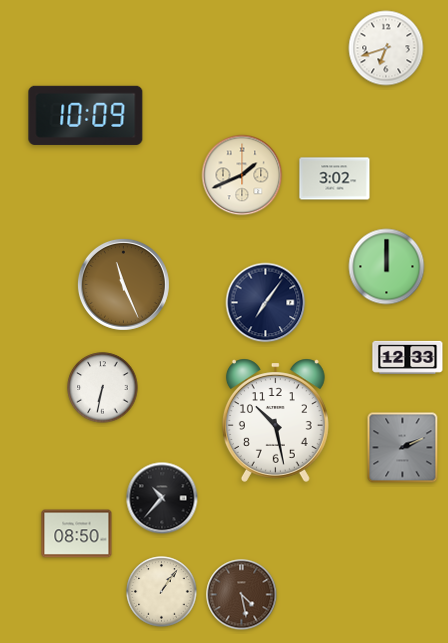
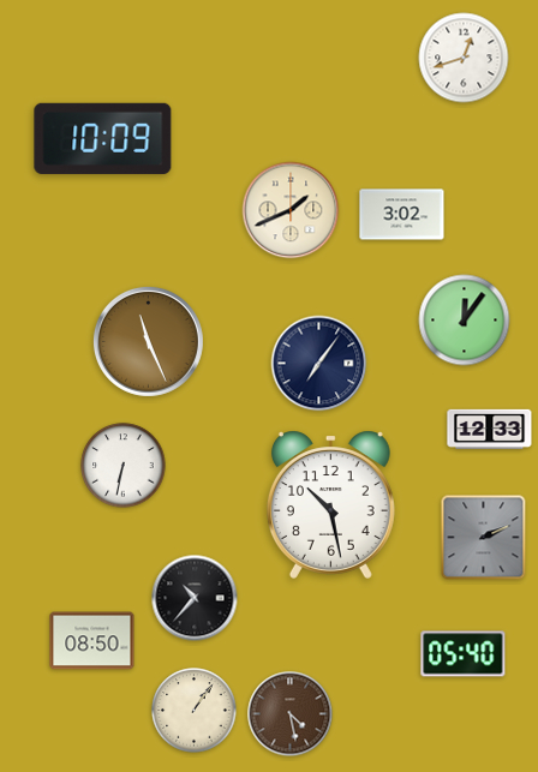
clock at (386, 48): 6:42 -> 12:42
clock at (387, 267): 12:00 -> 12:06
clock at (464, 654): none -> 05:40
